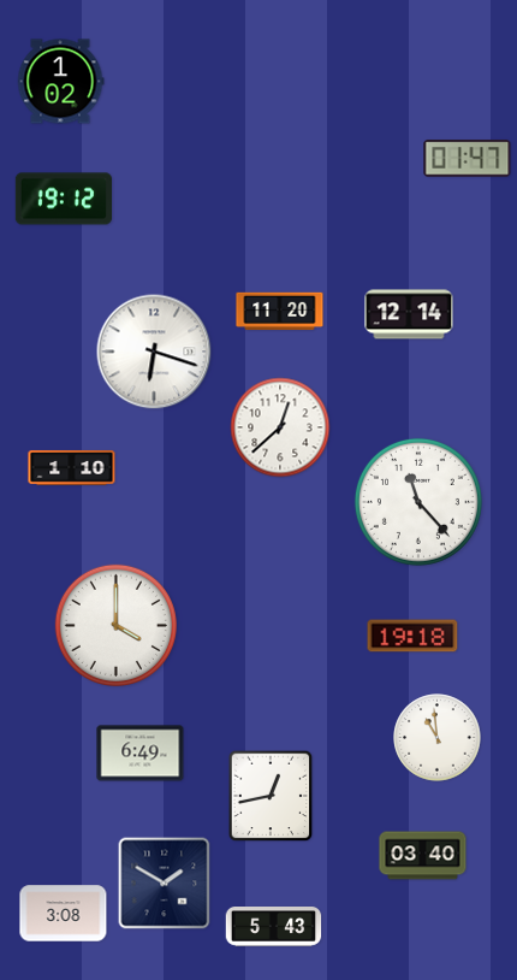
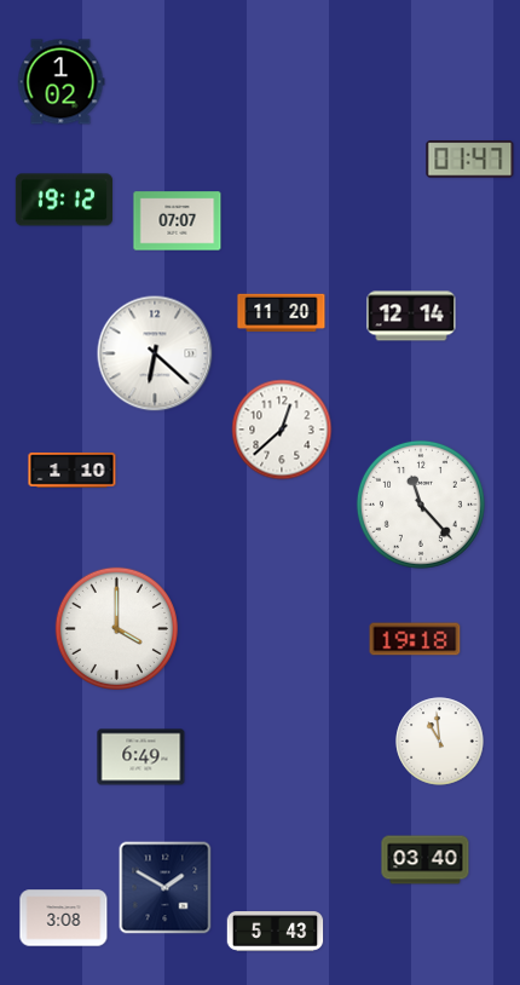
clock at (178, 221): none -> 07:07
clock at (154, 352): 6:18 -> 6:22
clock at (271, 796): 12:43 -> none
